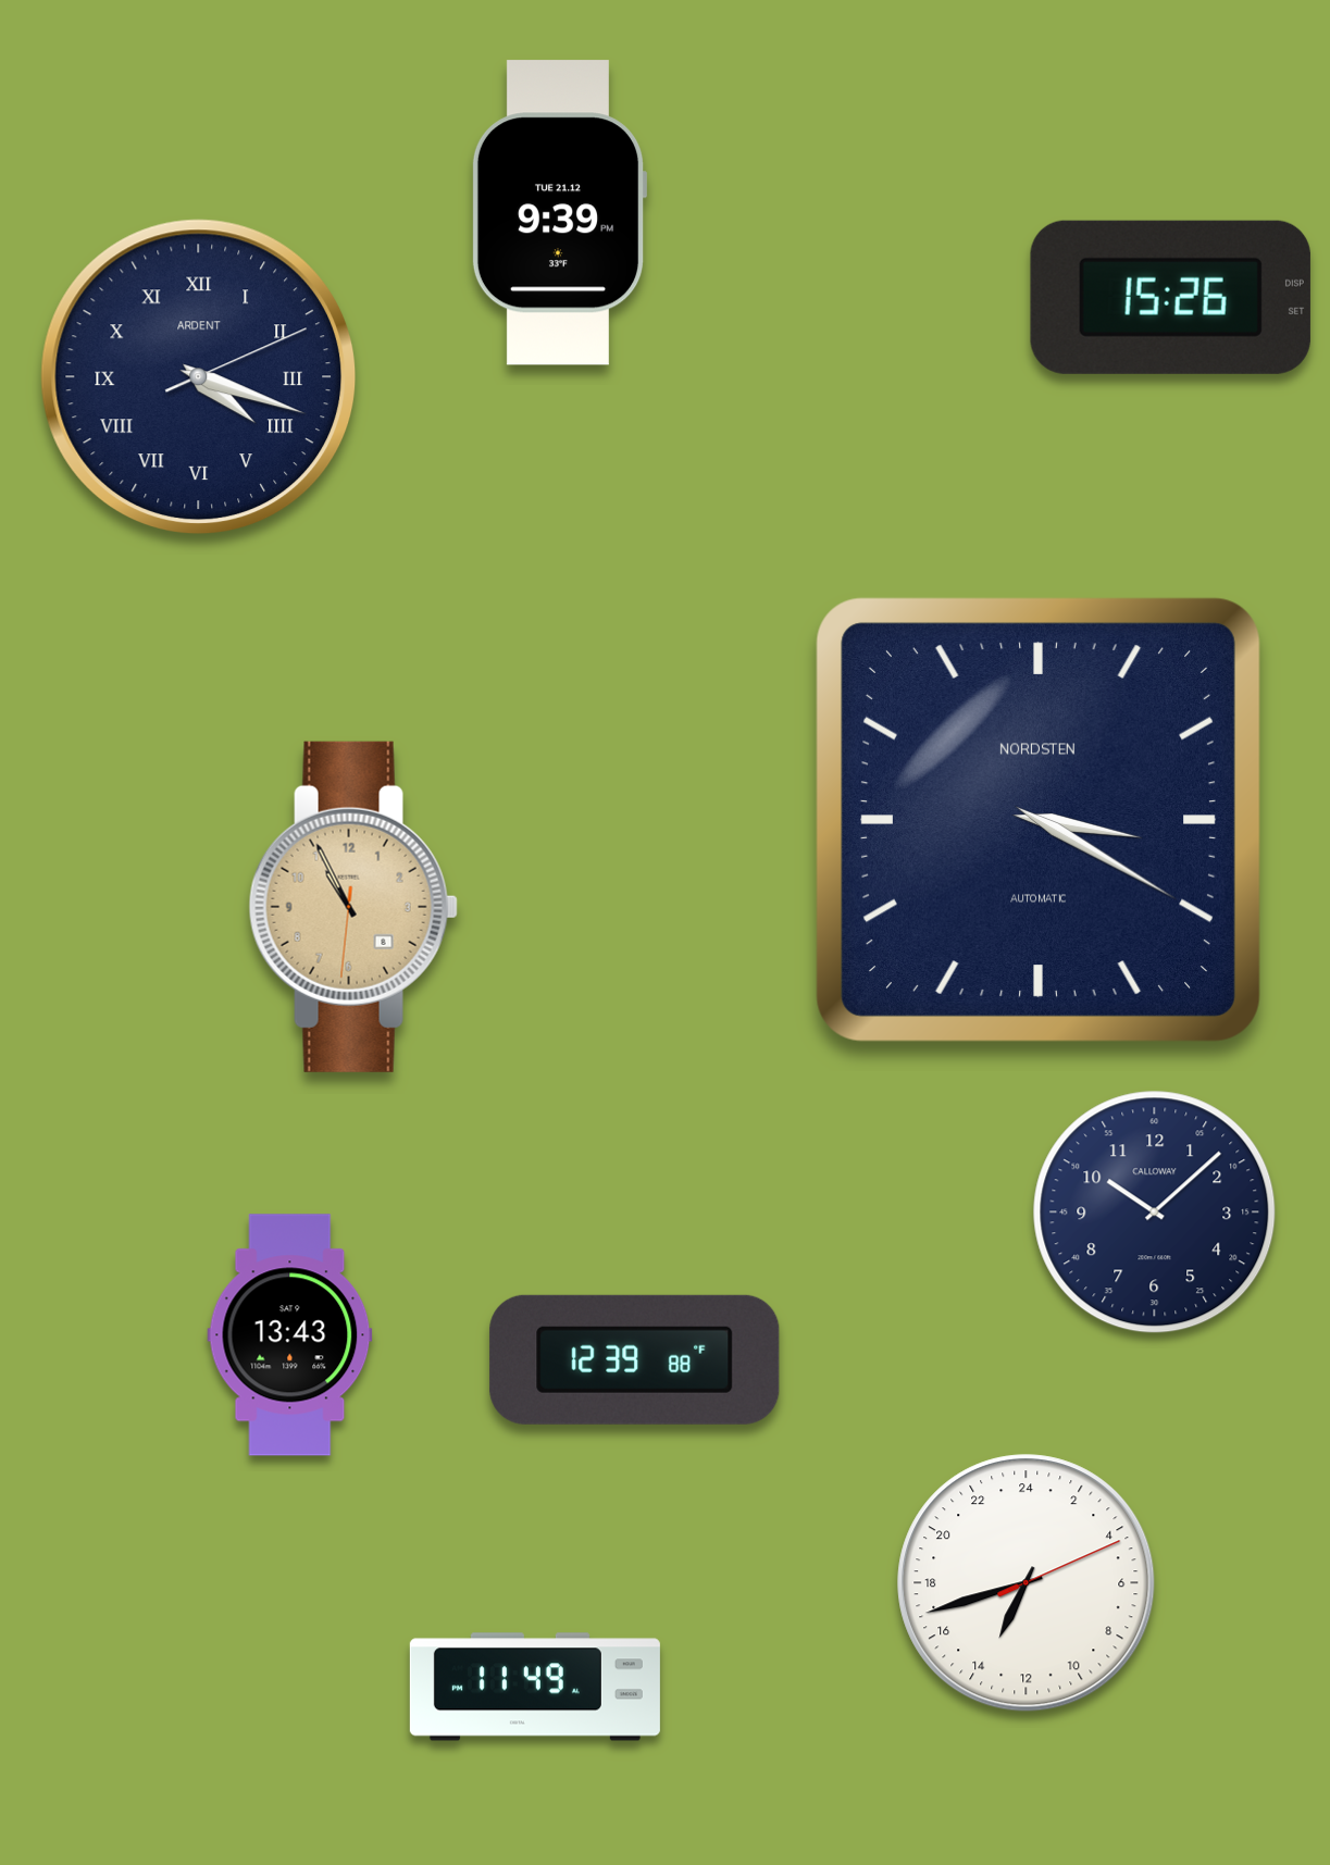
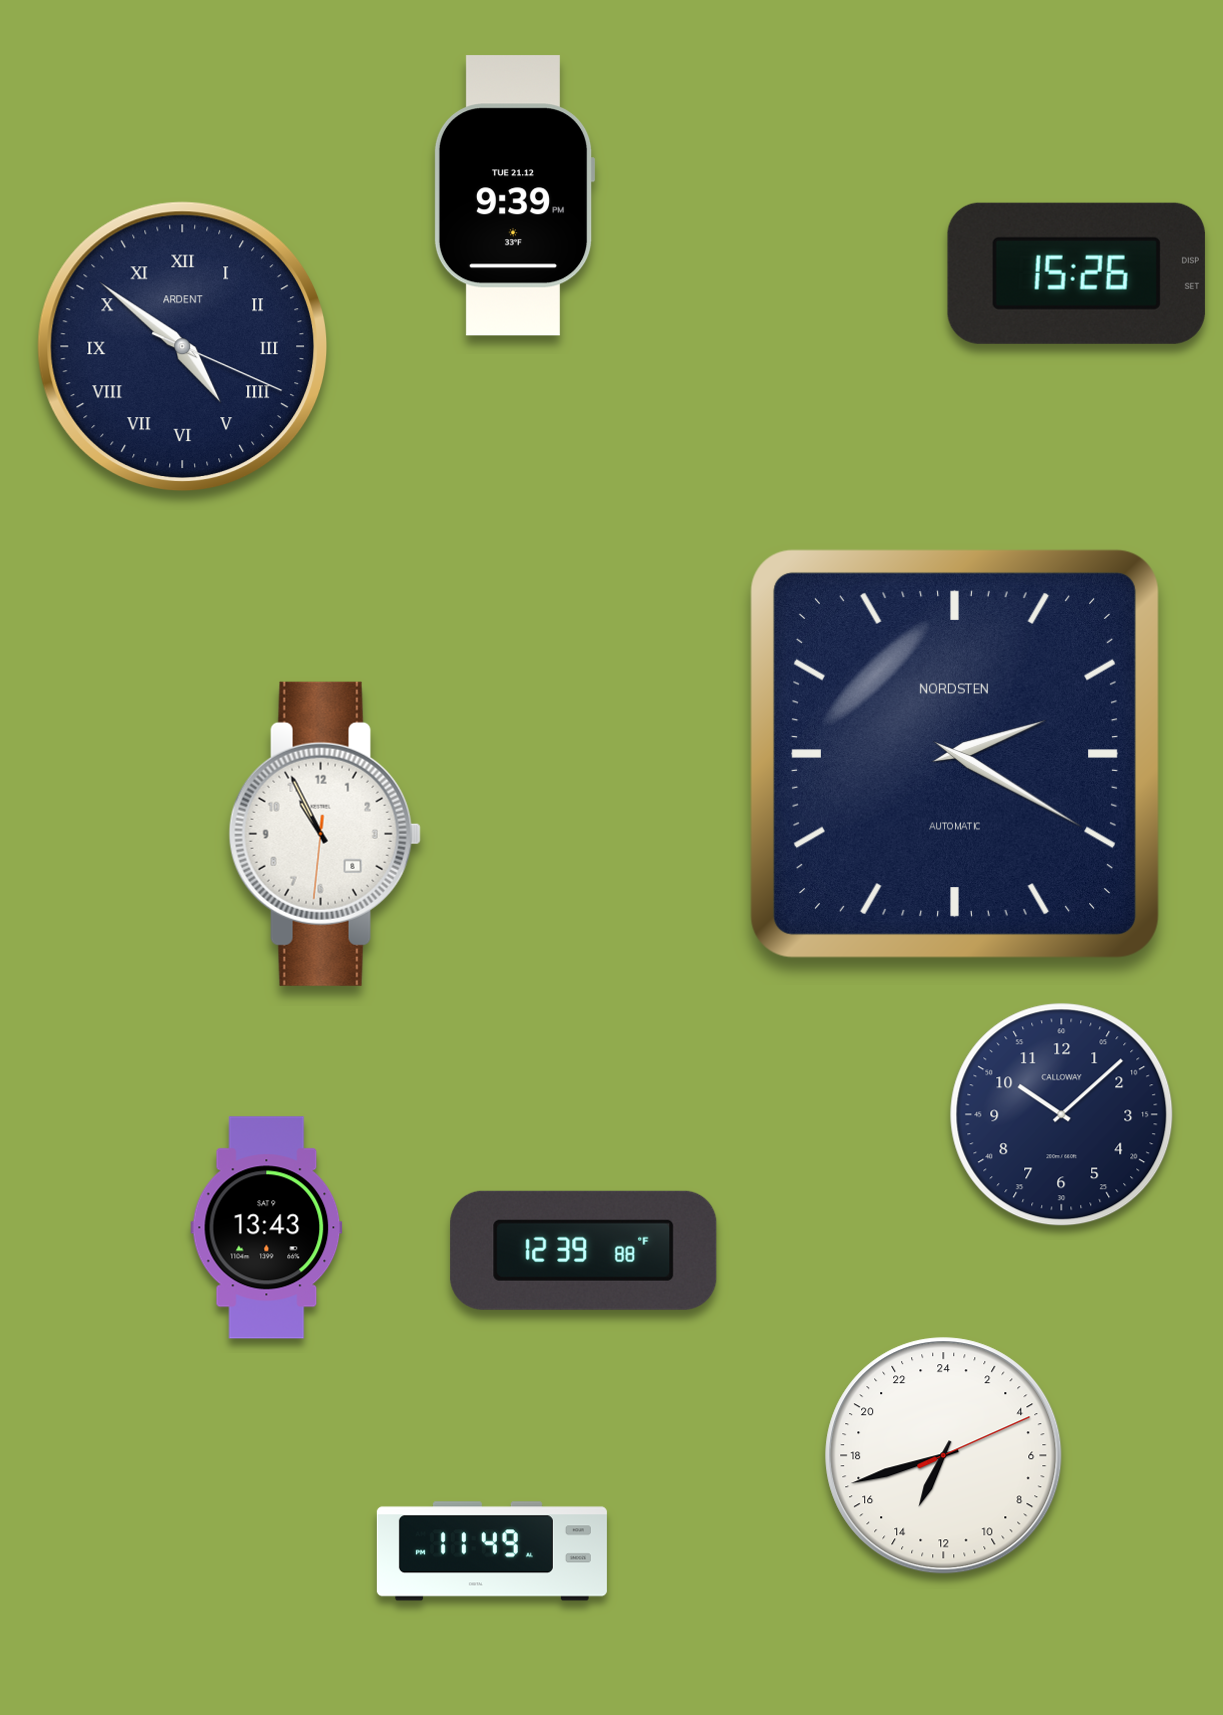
clock at (198, 376): 4:18 -> 4:51
clock at (1039, 820): 3:20 -> 2:20
clock at (353, 907) dial: champagne -> white
